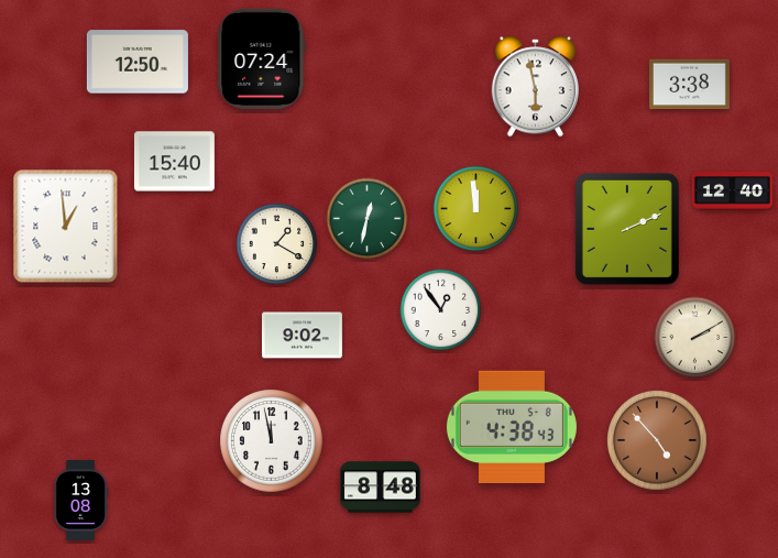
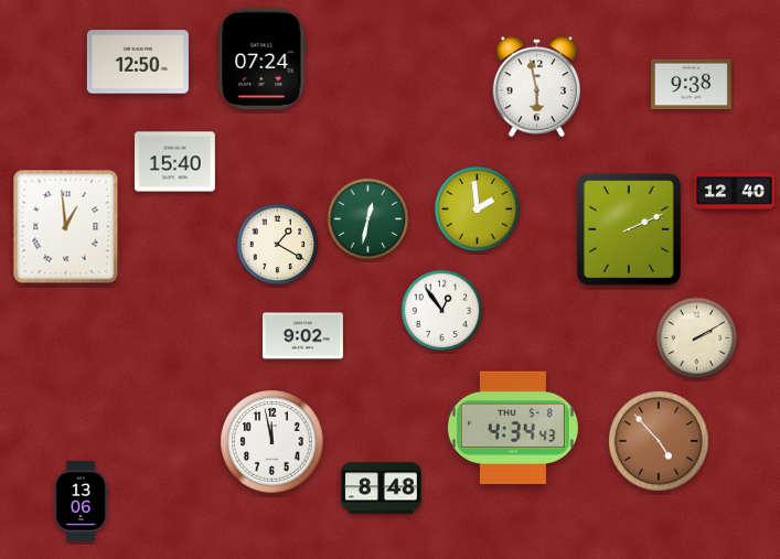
clock at (689, 85): 3:38 -> 9:38
clock at (476, 209): 11:59 -> 1:59
clock at (512, 426): 4:38 -> 4:34
clock at (80, 500): 13:08 -> 13:06
